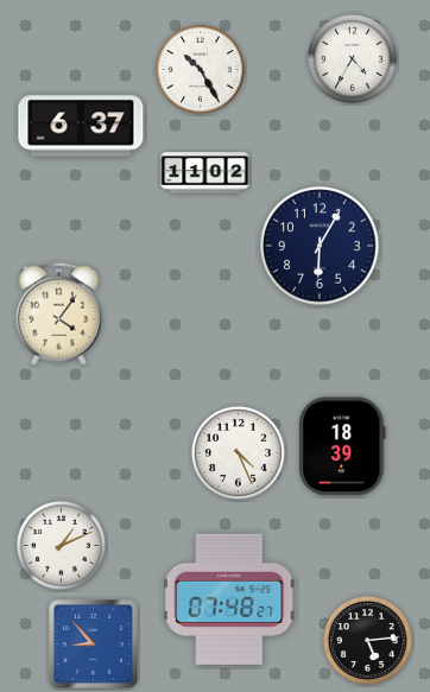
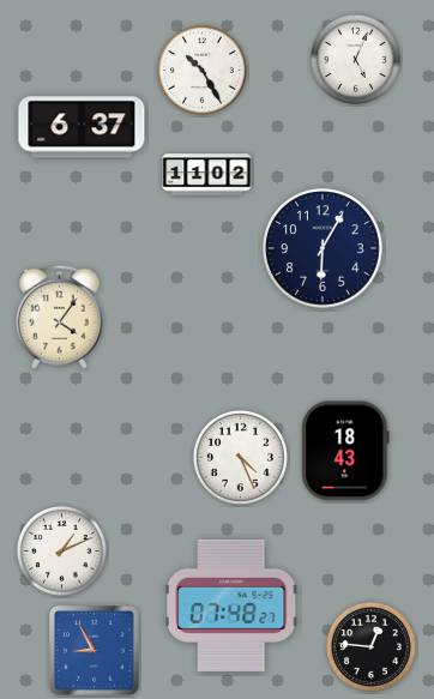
clock at (352, 58): 4:35 -> 5:04
clock at (342, 446): 18:39 -> 18:43
clock at (367, 640): 5:14 -> 12:46
clock at (94, 645): 8:53 -> 8:55
